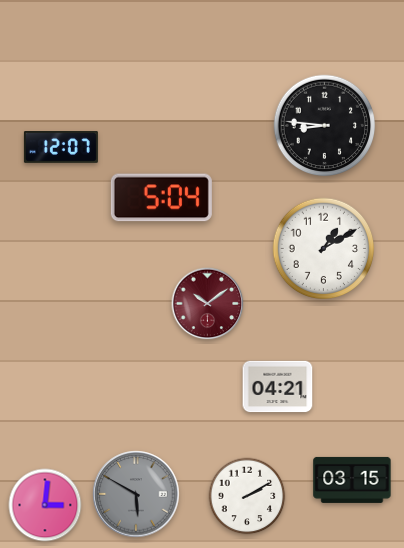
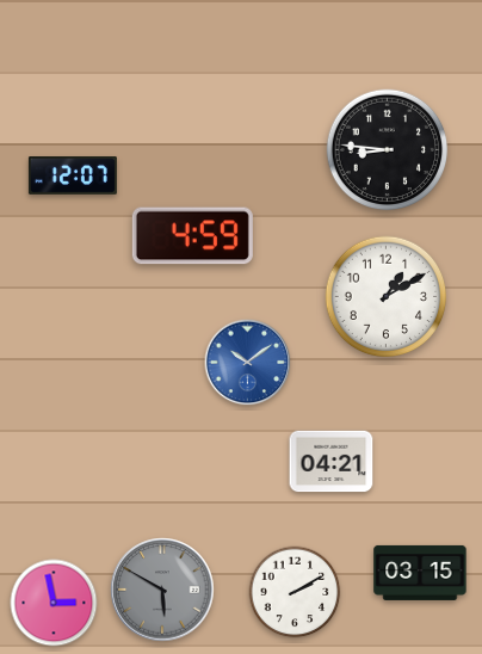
clock at (161, 198): 5:04 -> 4:59
clock at (208, 304) dial: burgundy -> blue
clock at (45, 505): 3:01 -> 2:58
